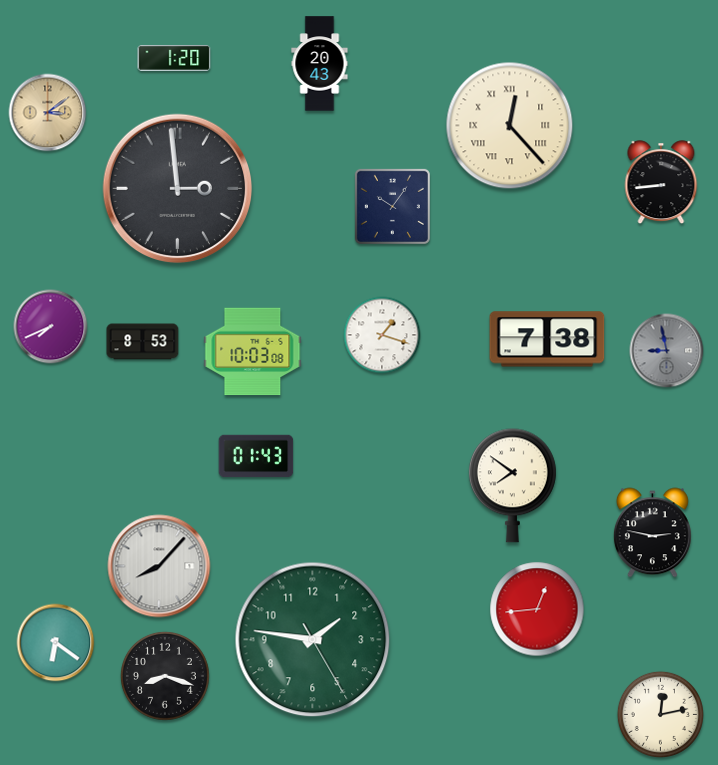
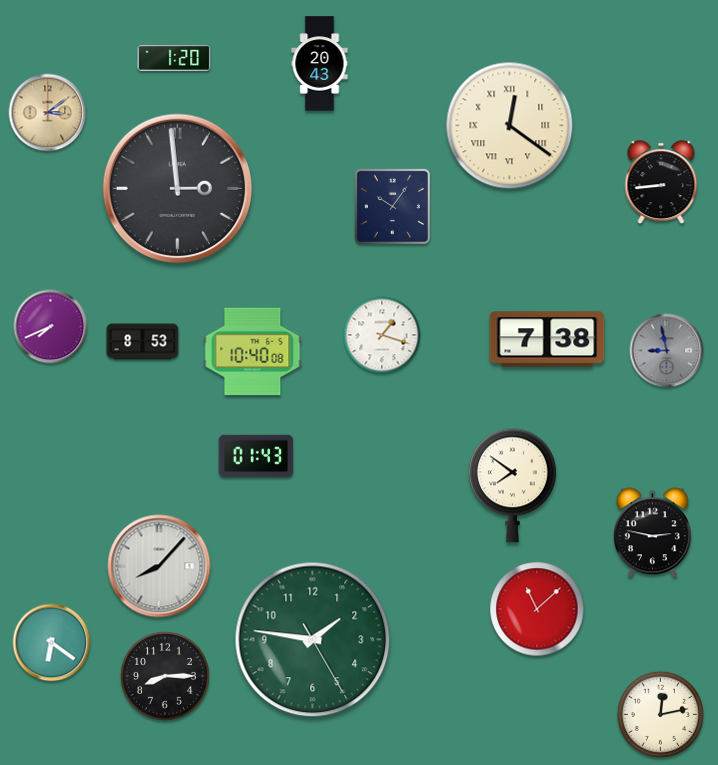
clock at (510, 126): 12:23 -> 12:21
clock at (253, 352): 10:03 -> 10:40
clock at (537, 609): 12:44 -> 11:08
clock at (56, 643) position: (56, 643) -> (52, 643)
clock at (165, 676): 8:18 -> 8:15
